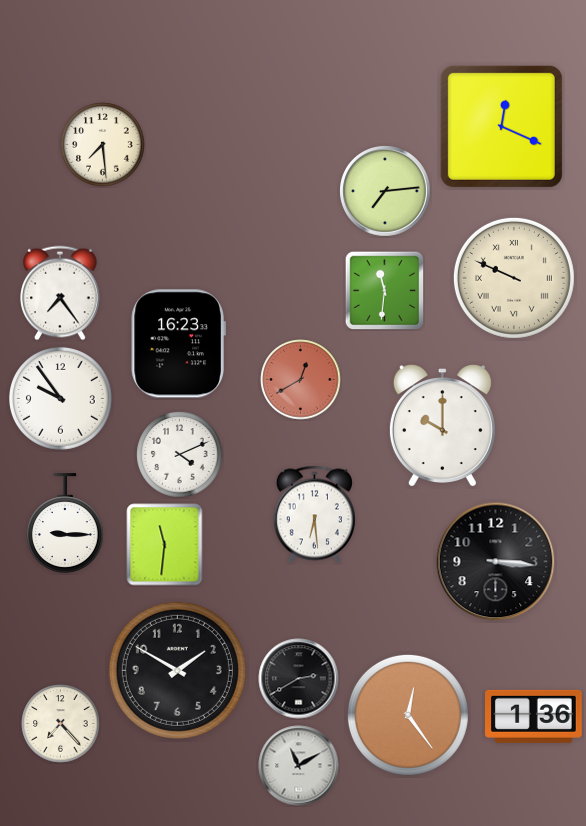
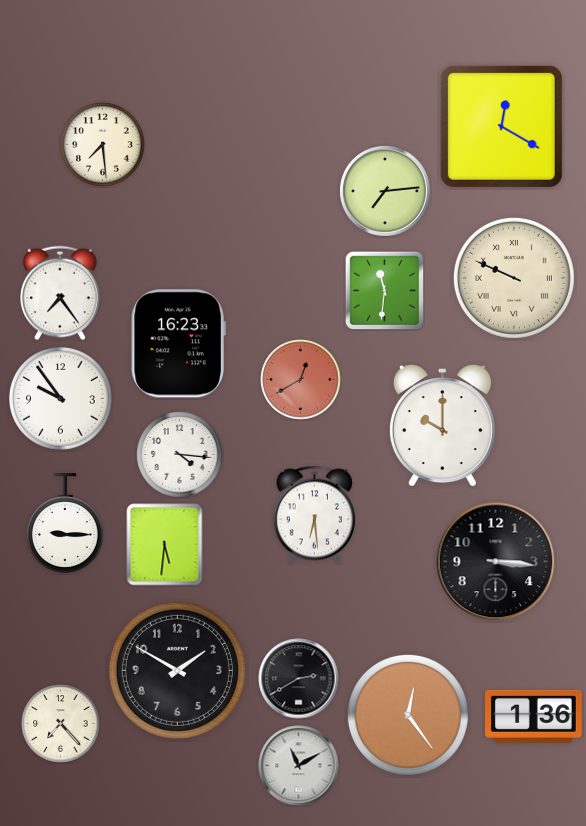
clock at (501, 126): 12:19 -> 12:20
clock at (180, 455): 4:11 -> 4:16
clock at (165, 545): 11:31 -> 5:31
